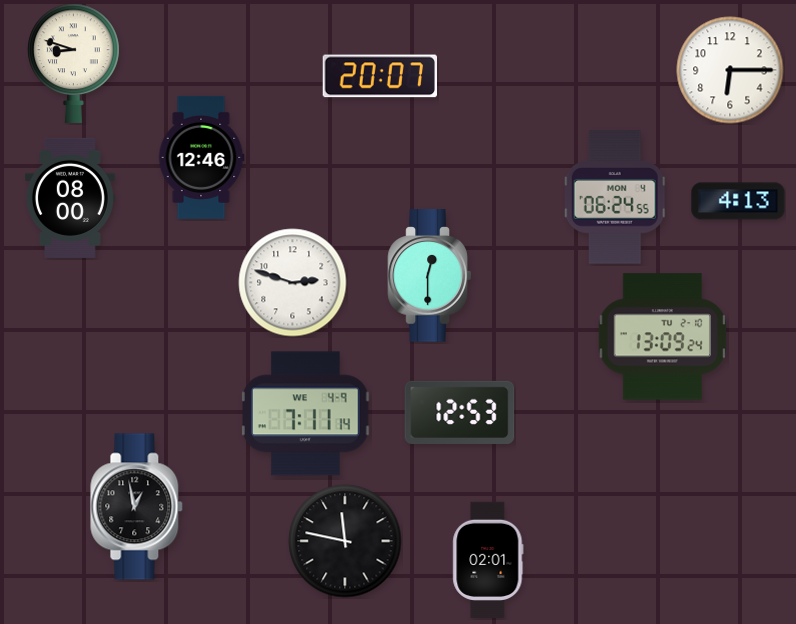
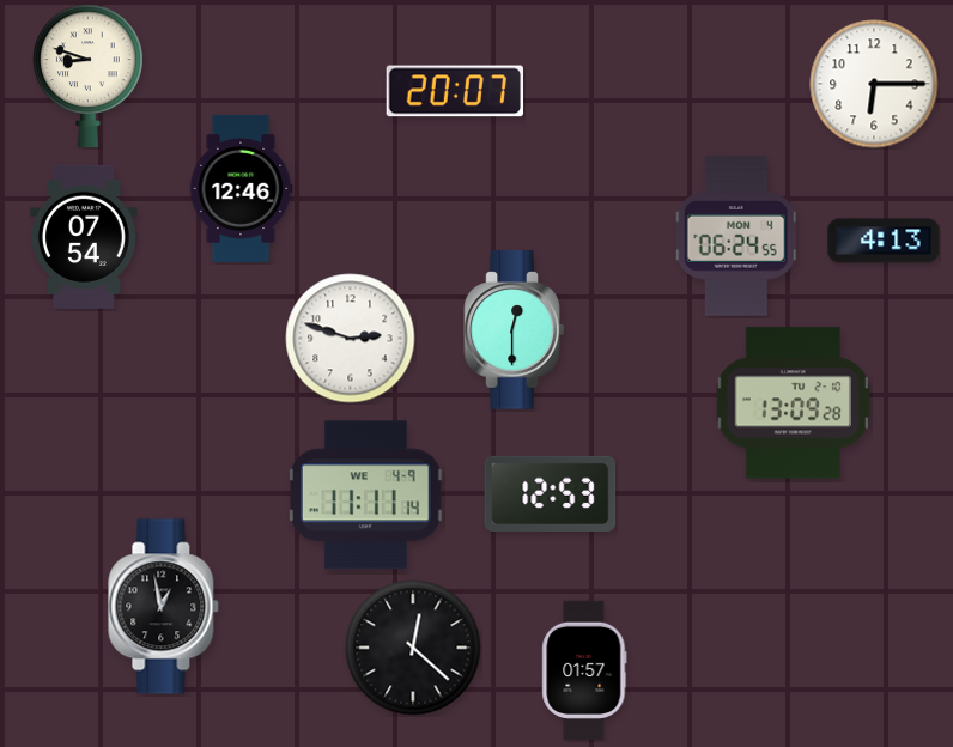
clock at (70, 198): 08:00 -> 07:54
clock at (663, 337): 13:09:24 -> 13:09:28
clock at (306, 414): 7:11 -> 11:11
clock at (345, 541): 11:47 -> 12:22
clock at (488, 560): 02:01 -> 01:57
